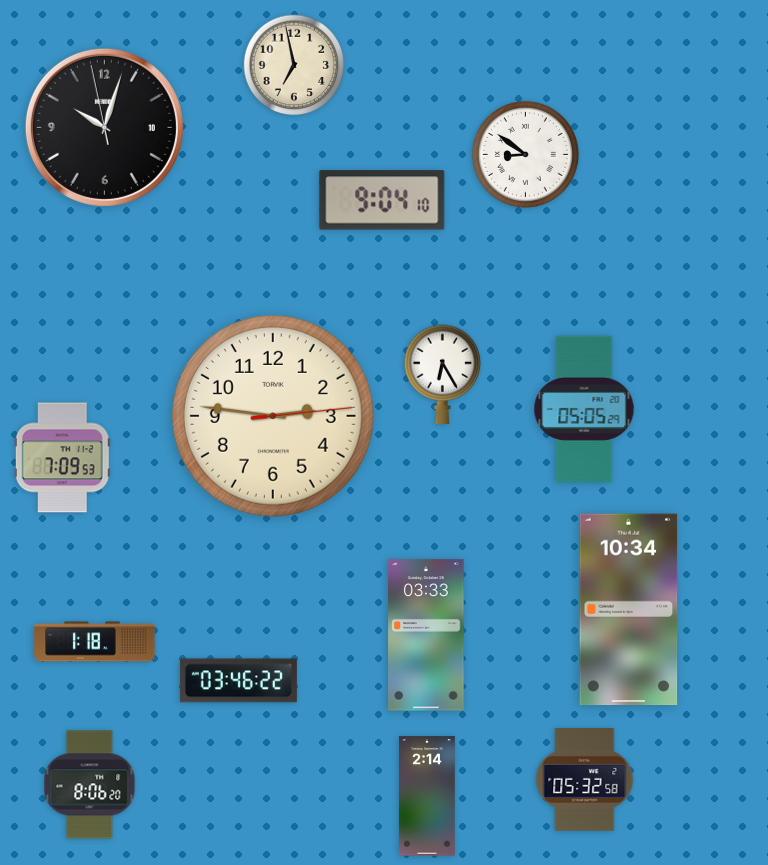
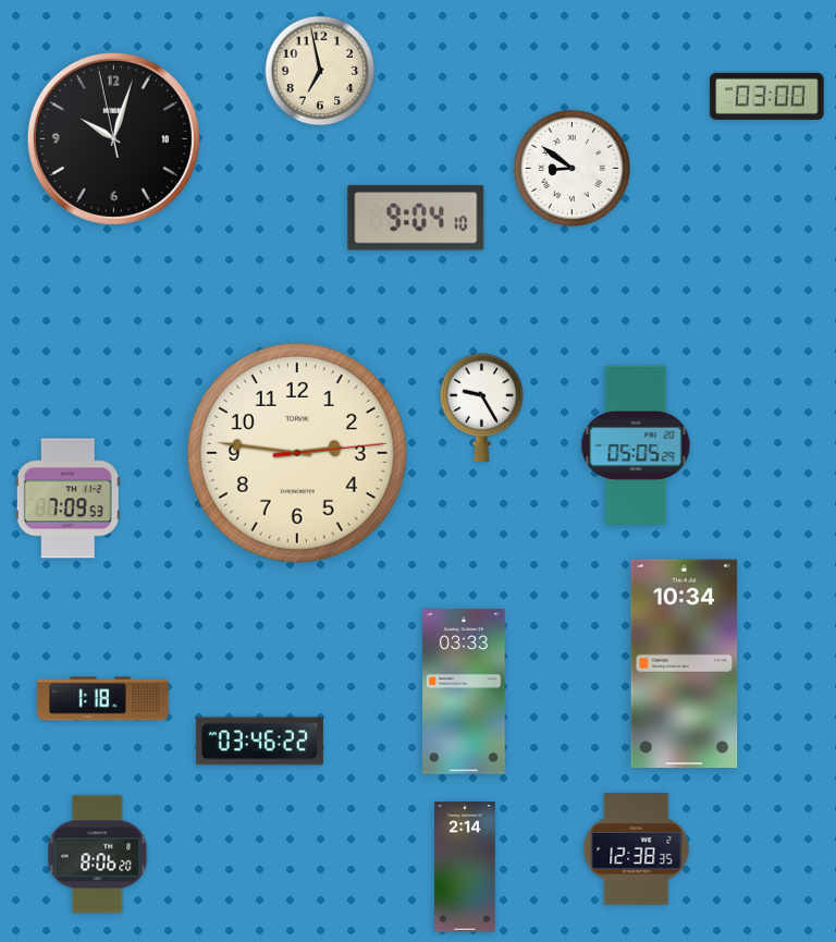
clock at (767, 96): none -> 03:00
clock at (443, 375): 6:25 -> 9:25
clock at (585, 780): 05:32 -> 12:38
